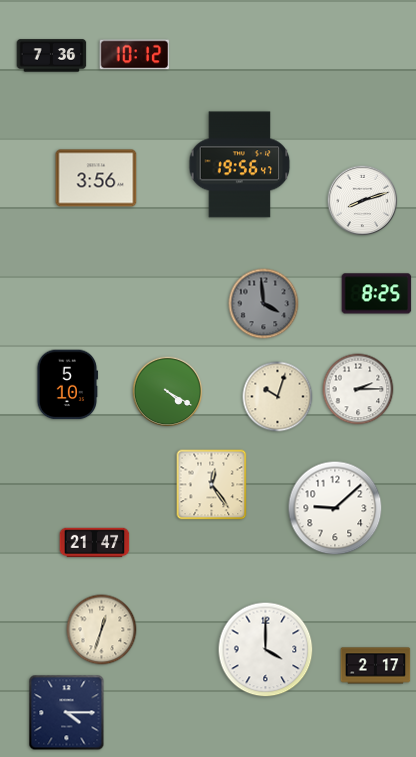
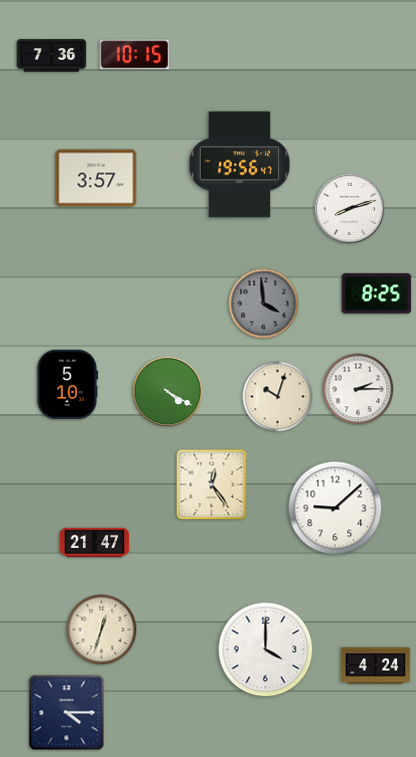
clock at (135, 55): 10:12 -> 10:15
clock at (96, 178): 3:56 -> 3:57
clock at (363, 201) position: (363, 201) -> (350, 209)
clock at (376, 666): 2:17 -> 4:24
